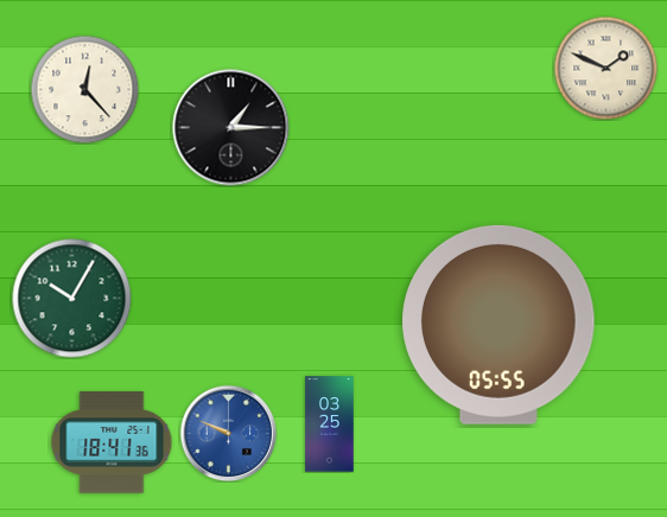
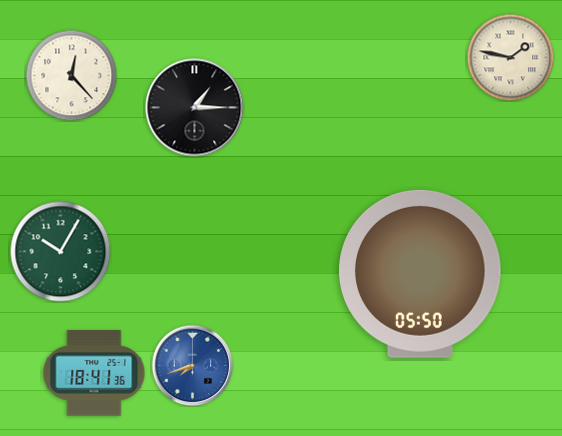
clock at (605, 68): 1:49 -> 1:47
clock at (498, 325): 05:55 -> 05:50
clock at (330, 425): 03:25 -> none
clock at (228, 433): 9:49 -> 7:42
